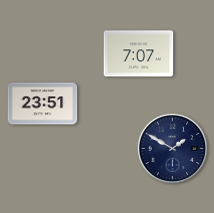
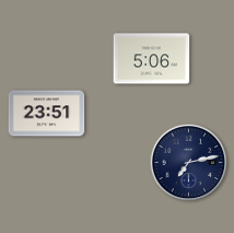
clock at (139, 54): 7:07 -> 5:06
clock at (173, 149): 1:50 -> 7:13
